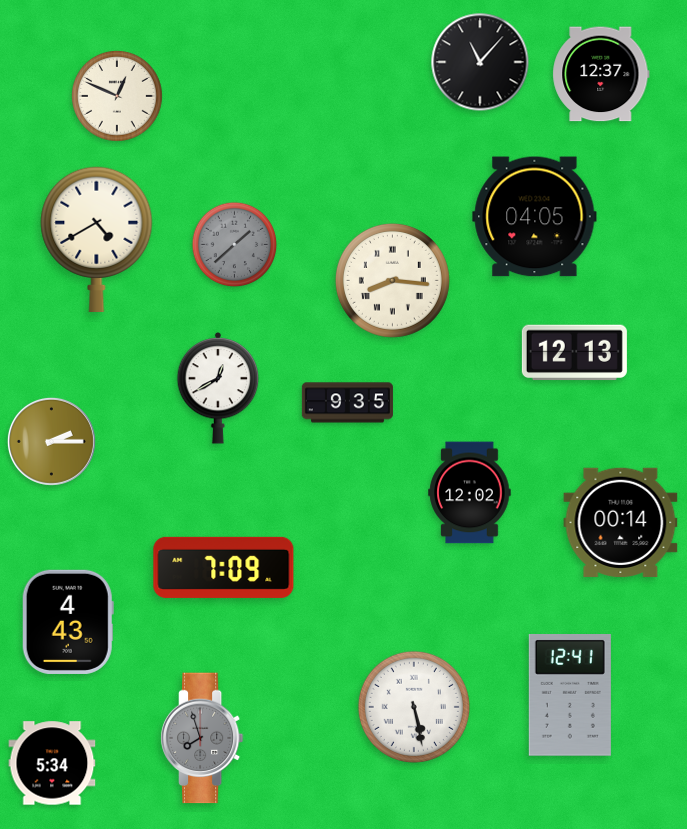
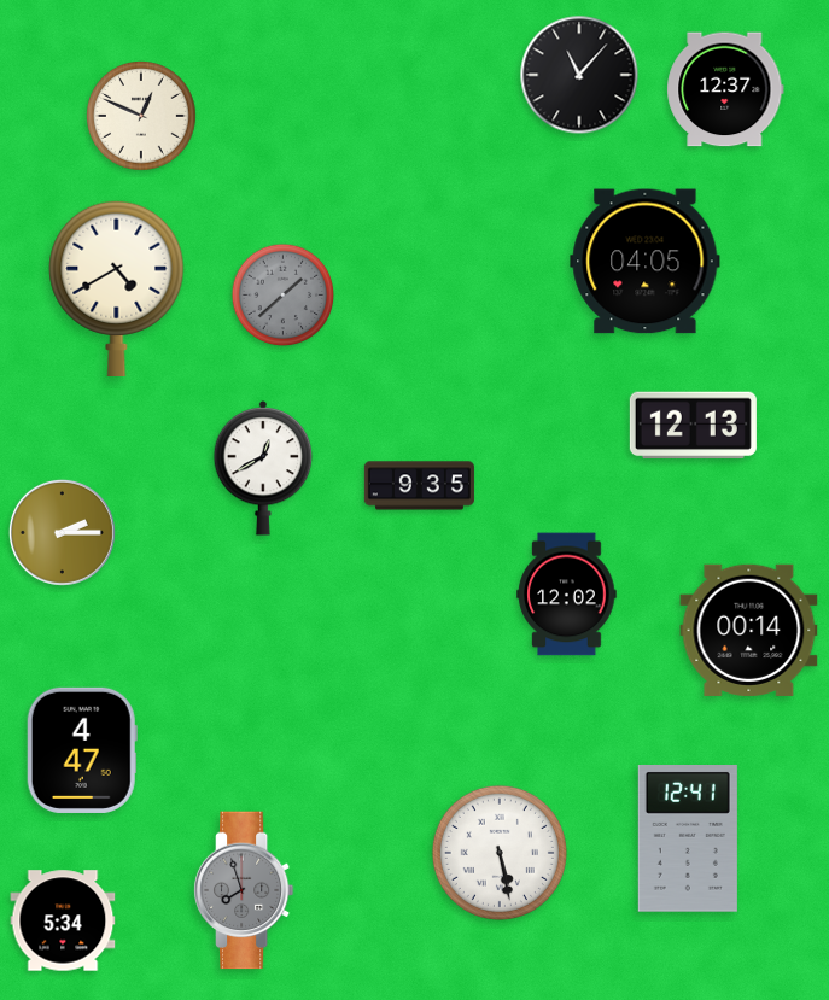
clock at (392, 280): 8:16 -> none
clock at (224, 567): 7:09 -> none
clock at (68, 622): 4:43 -> 4:47
